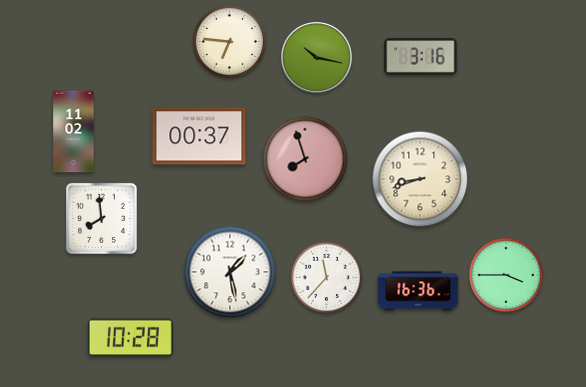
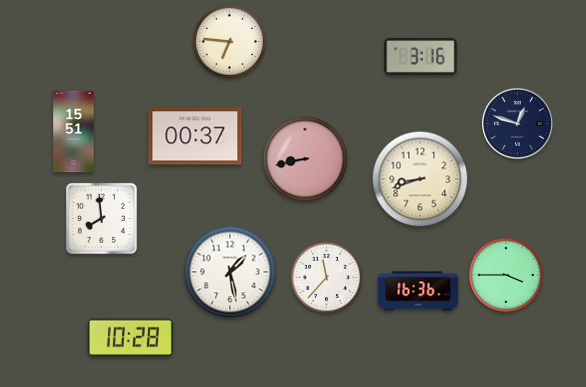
clock at (317, 58): 10:17 -> none
clock at (518, 124): none -> 12:48
clock at (74, 132): 11:02 -> 15:51
clock at (199, 136) position: (199, 136) -> (195, 136)
clock at (305, 159): 7:57 -> 8:43
